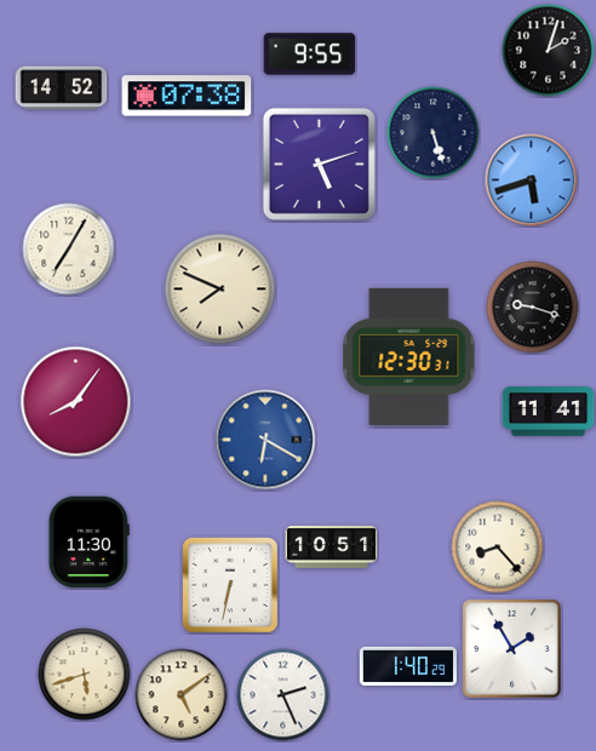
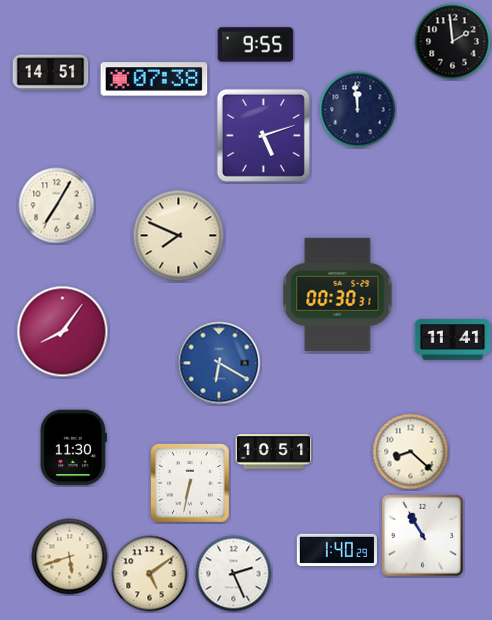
clock at (549, 51): 2:03 -> 1:59
clock at (62, 88): 14:52 -> 14:51
clock at (434, 133): 5:27 -> 11:59
clock at (532, 180): 5:42 -> none
clock at (220, 289) position: (220, 289) -> (179, 236)
clock at (533, 308): 9:18 -> none
clock at (409, 356): 12:30 -> 00:30
clock at (498, 548): 8:23 -> 8:22
clock at (511, 648): 1:55 -> 10:55
